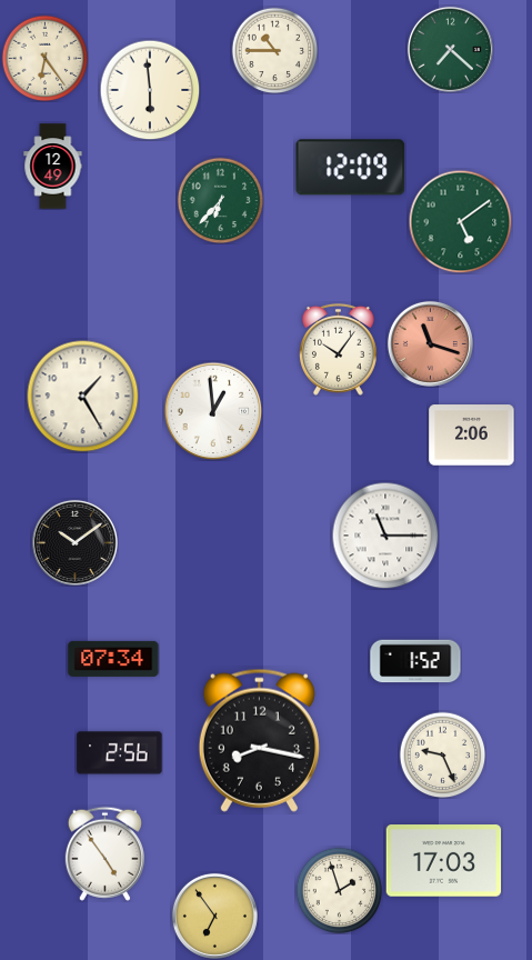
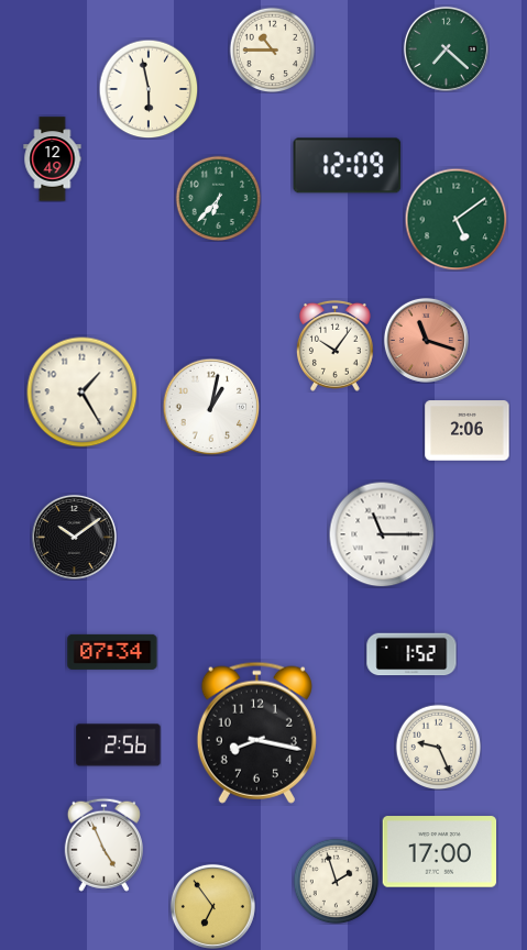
clock at (44, 58): 6:24 -> none
clock at (150, 90): 5:59 -> 5:58
clock at (53, 167) position: (53, 167) -> (53, 159)
clock at (213, 411): 12:59 -> 1:02
clock at (385, 536) position: (385, 536) -> (382, 534)
clock at (104, 853): 4:54 -> 4:56
clock at (444, 861): 17:03 -> 17:00
